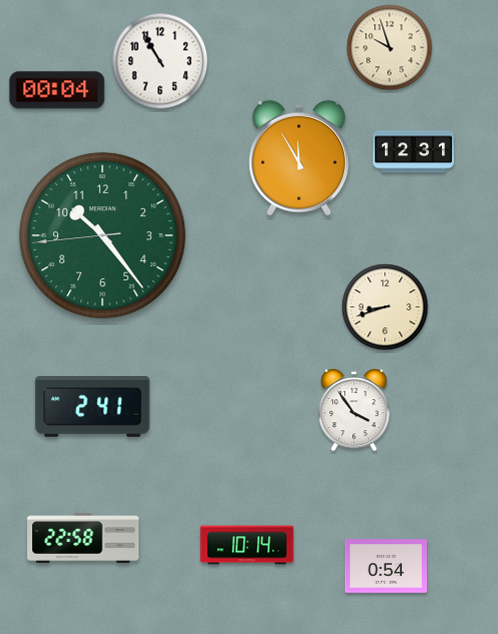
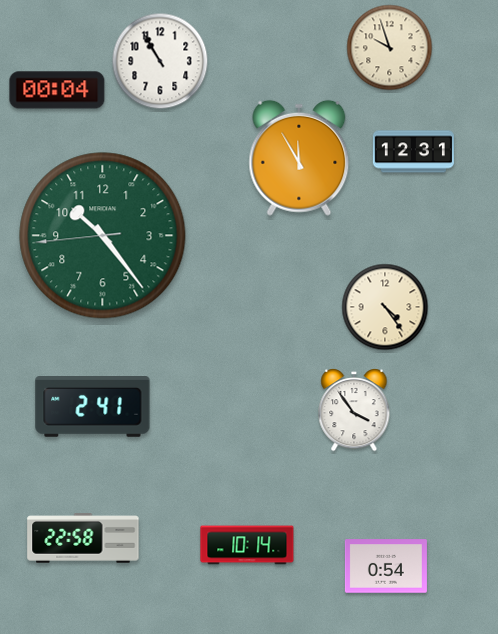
clock at (385, 307): 8:42 -> 4:24
